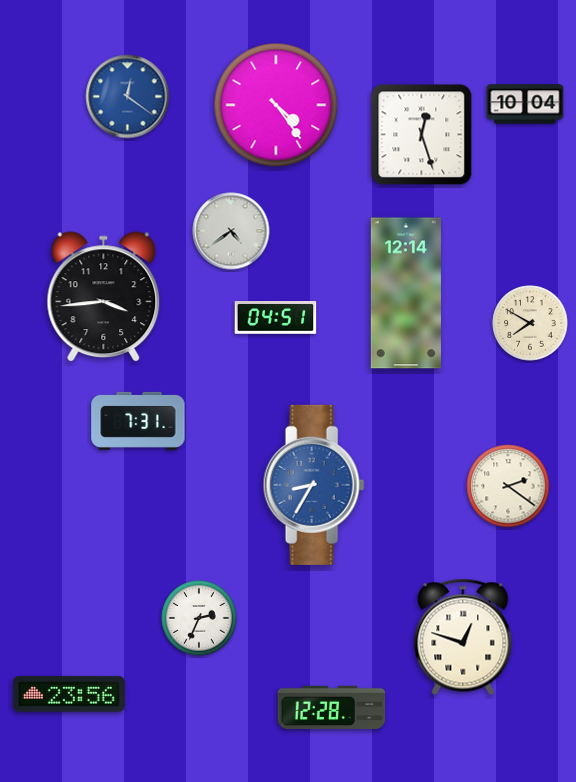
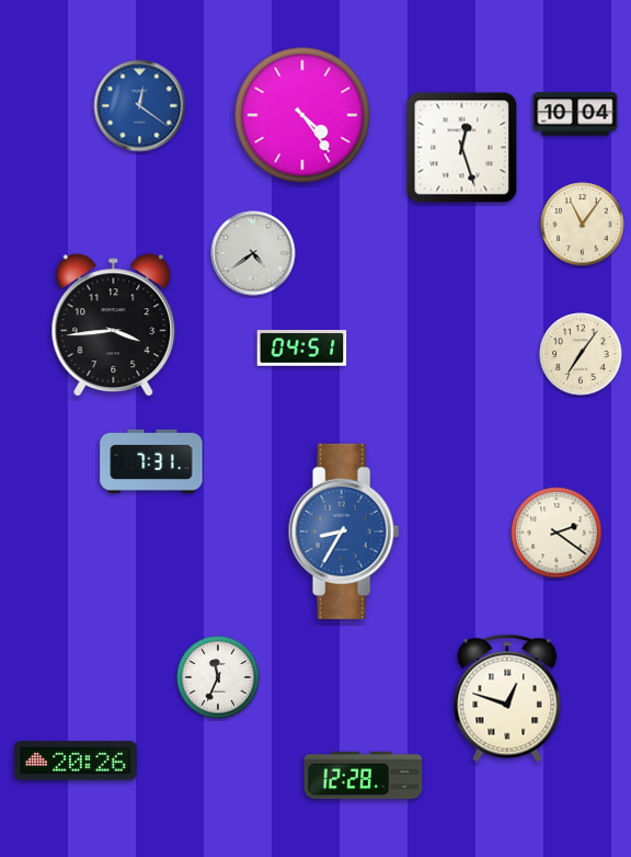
clock at (583, 225): none -> 11:06
clock at (406, 293): 12:14 -> none
clock at (530, 323): 7:50 -> 7:06
clock at (199, 618): 2:34 -> 11:34
clock at (69, 694): 23:56 -> 20:26
